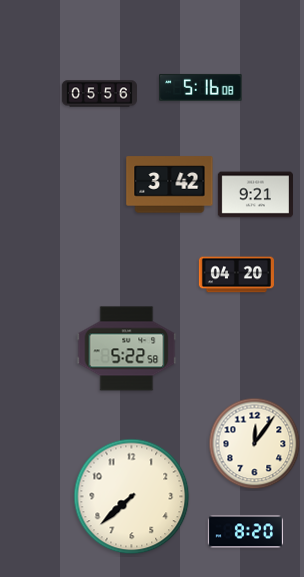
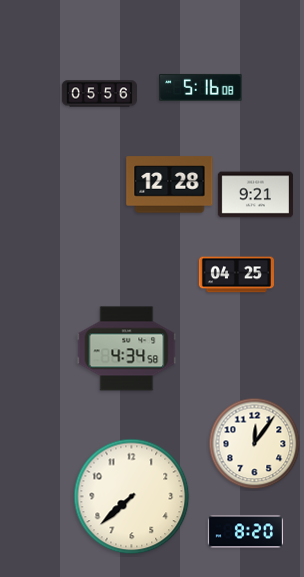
clock at (170, 185): 3:42 -> 12:28
clock at (236, 275): 04:20 -> 04:25
clock at (127, 349): 5:22 -> 4:34
